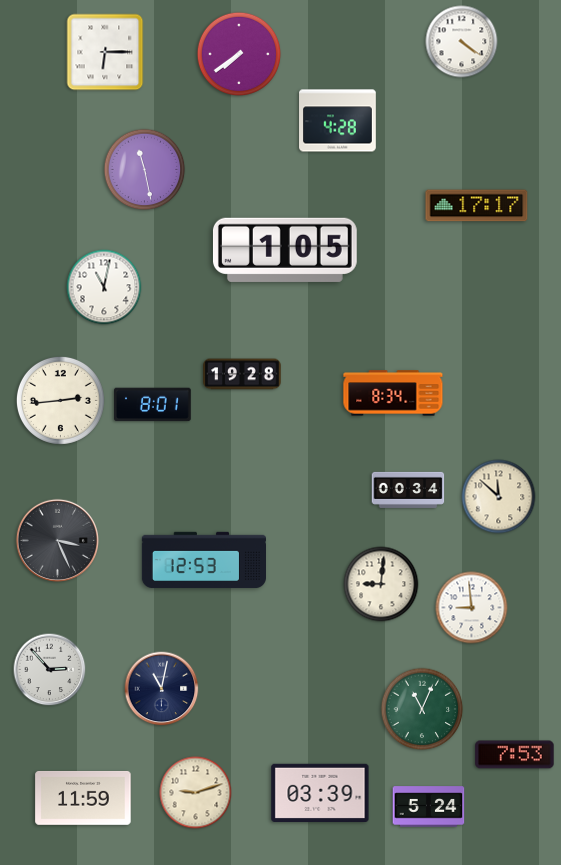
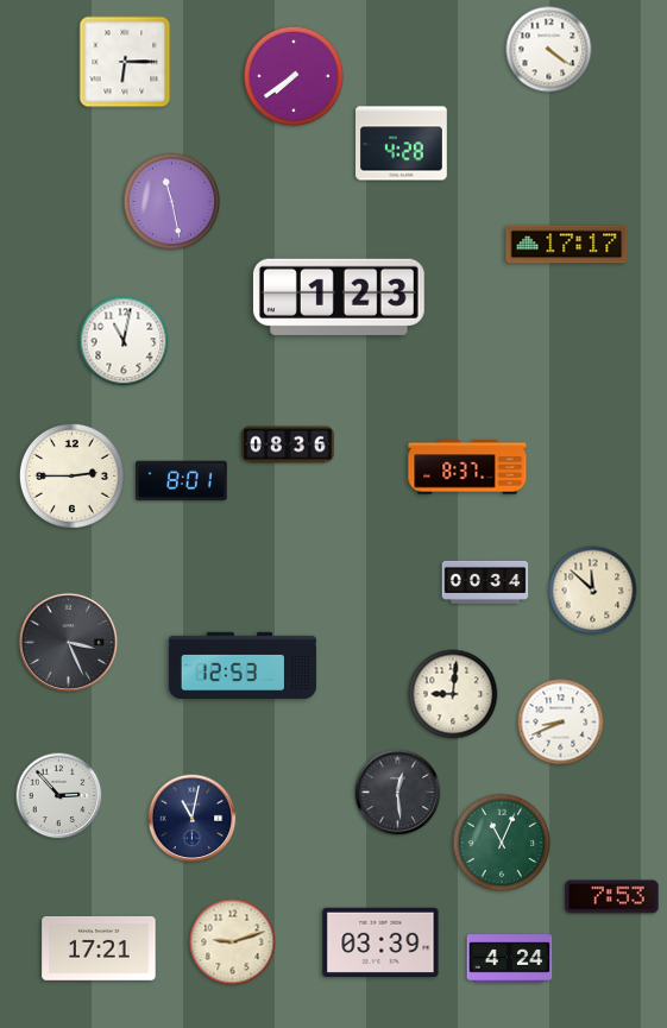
clock at (239, 54) position: (239, 54) -> (294, 76)
clock at (285, 250): 1:05 -> 1:23
clock at (242, 374): 19:28 -> 08:36
clock at (393, 393): 8:34 -> 8:37
clock at (60, 400): 2:44 -> 2:45
clock at (472, 608): 8:59 -> 8:41
clock at (398, 793): none -> 12:29
clock at (83, 798): 11:59 -> 17:21
clock at (429, 807): 5:24 -> 4:24
